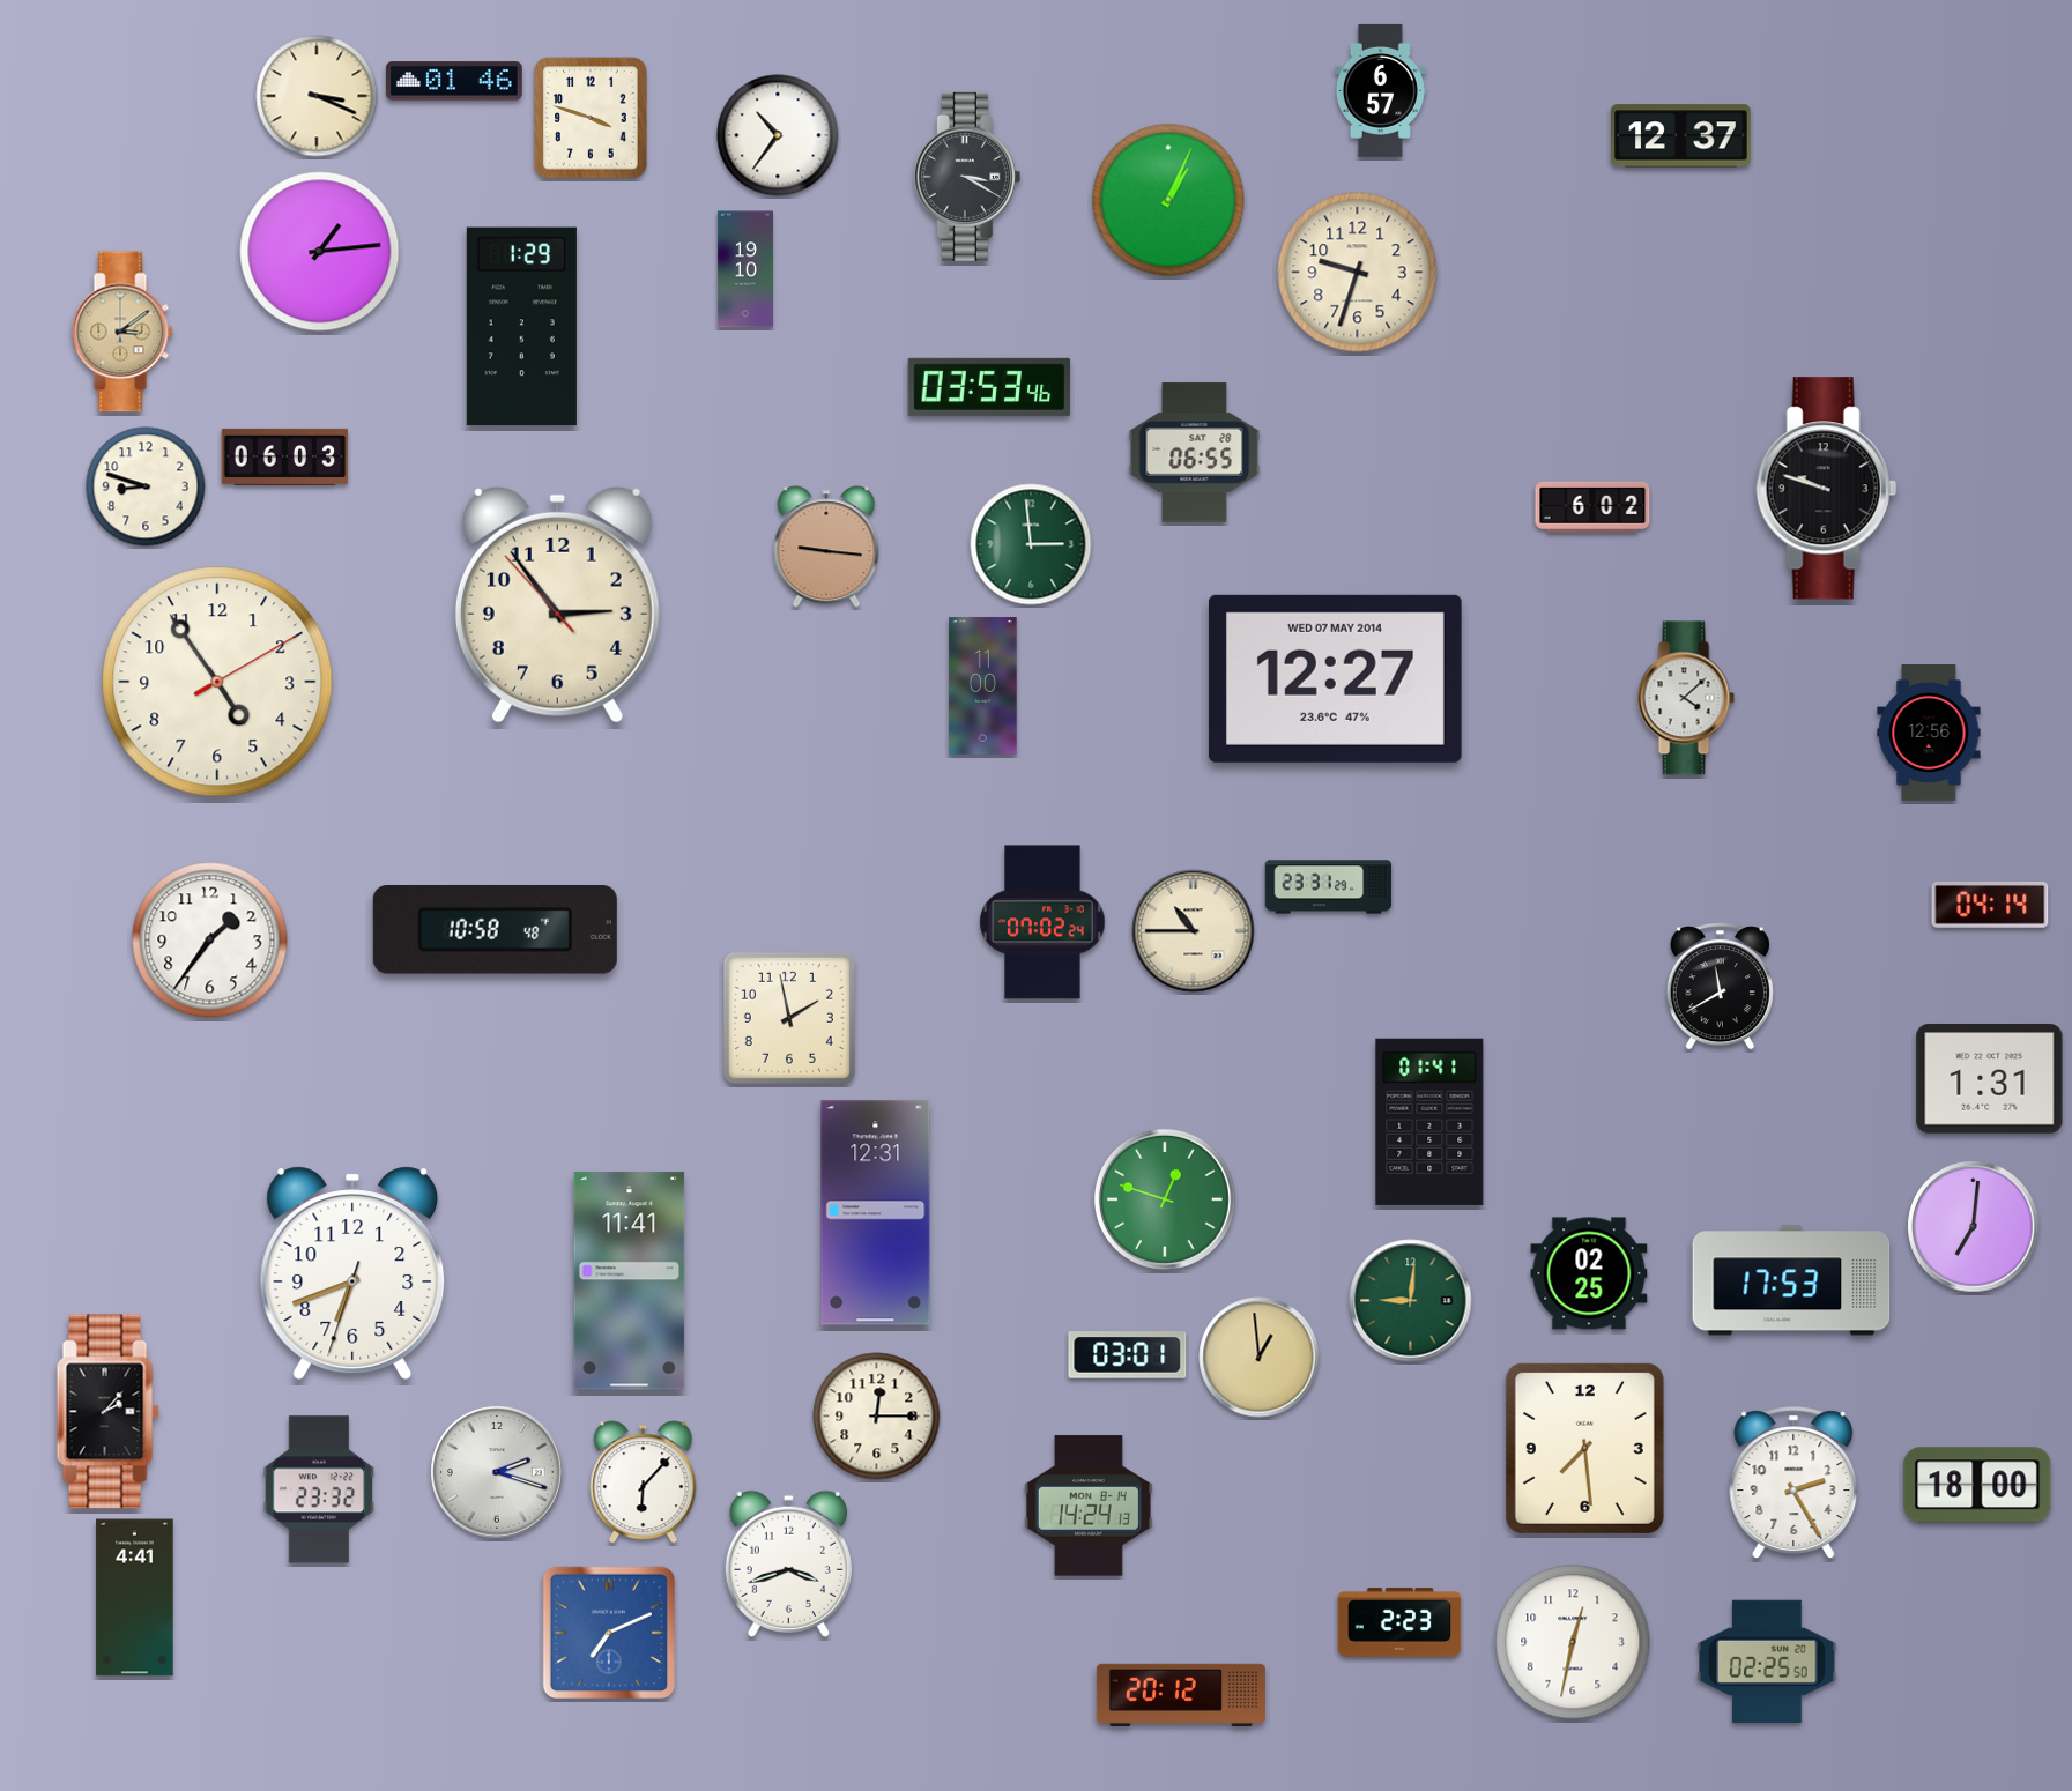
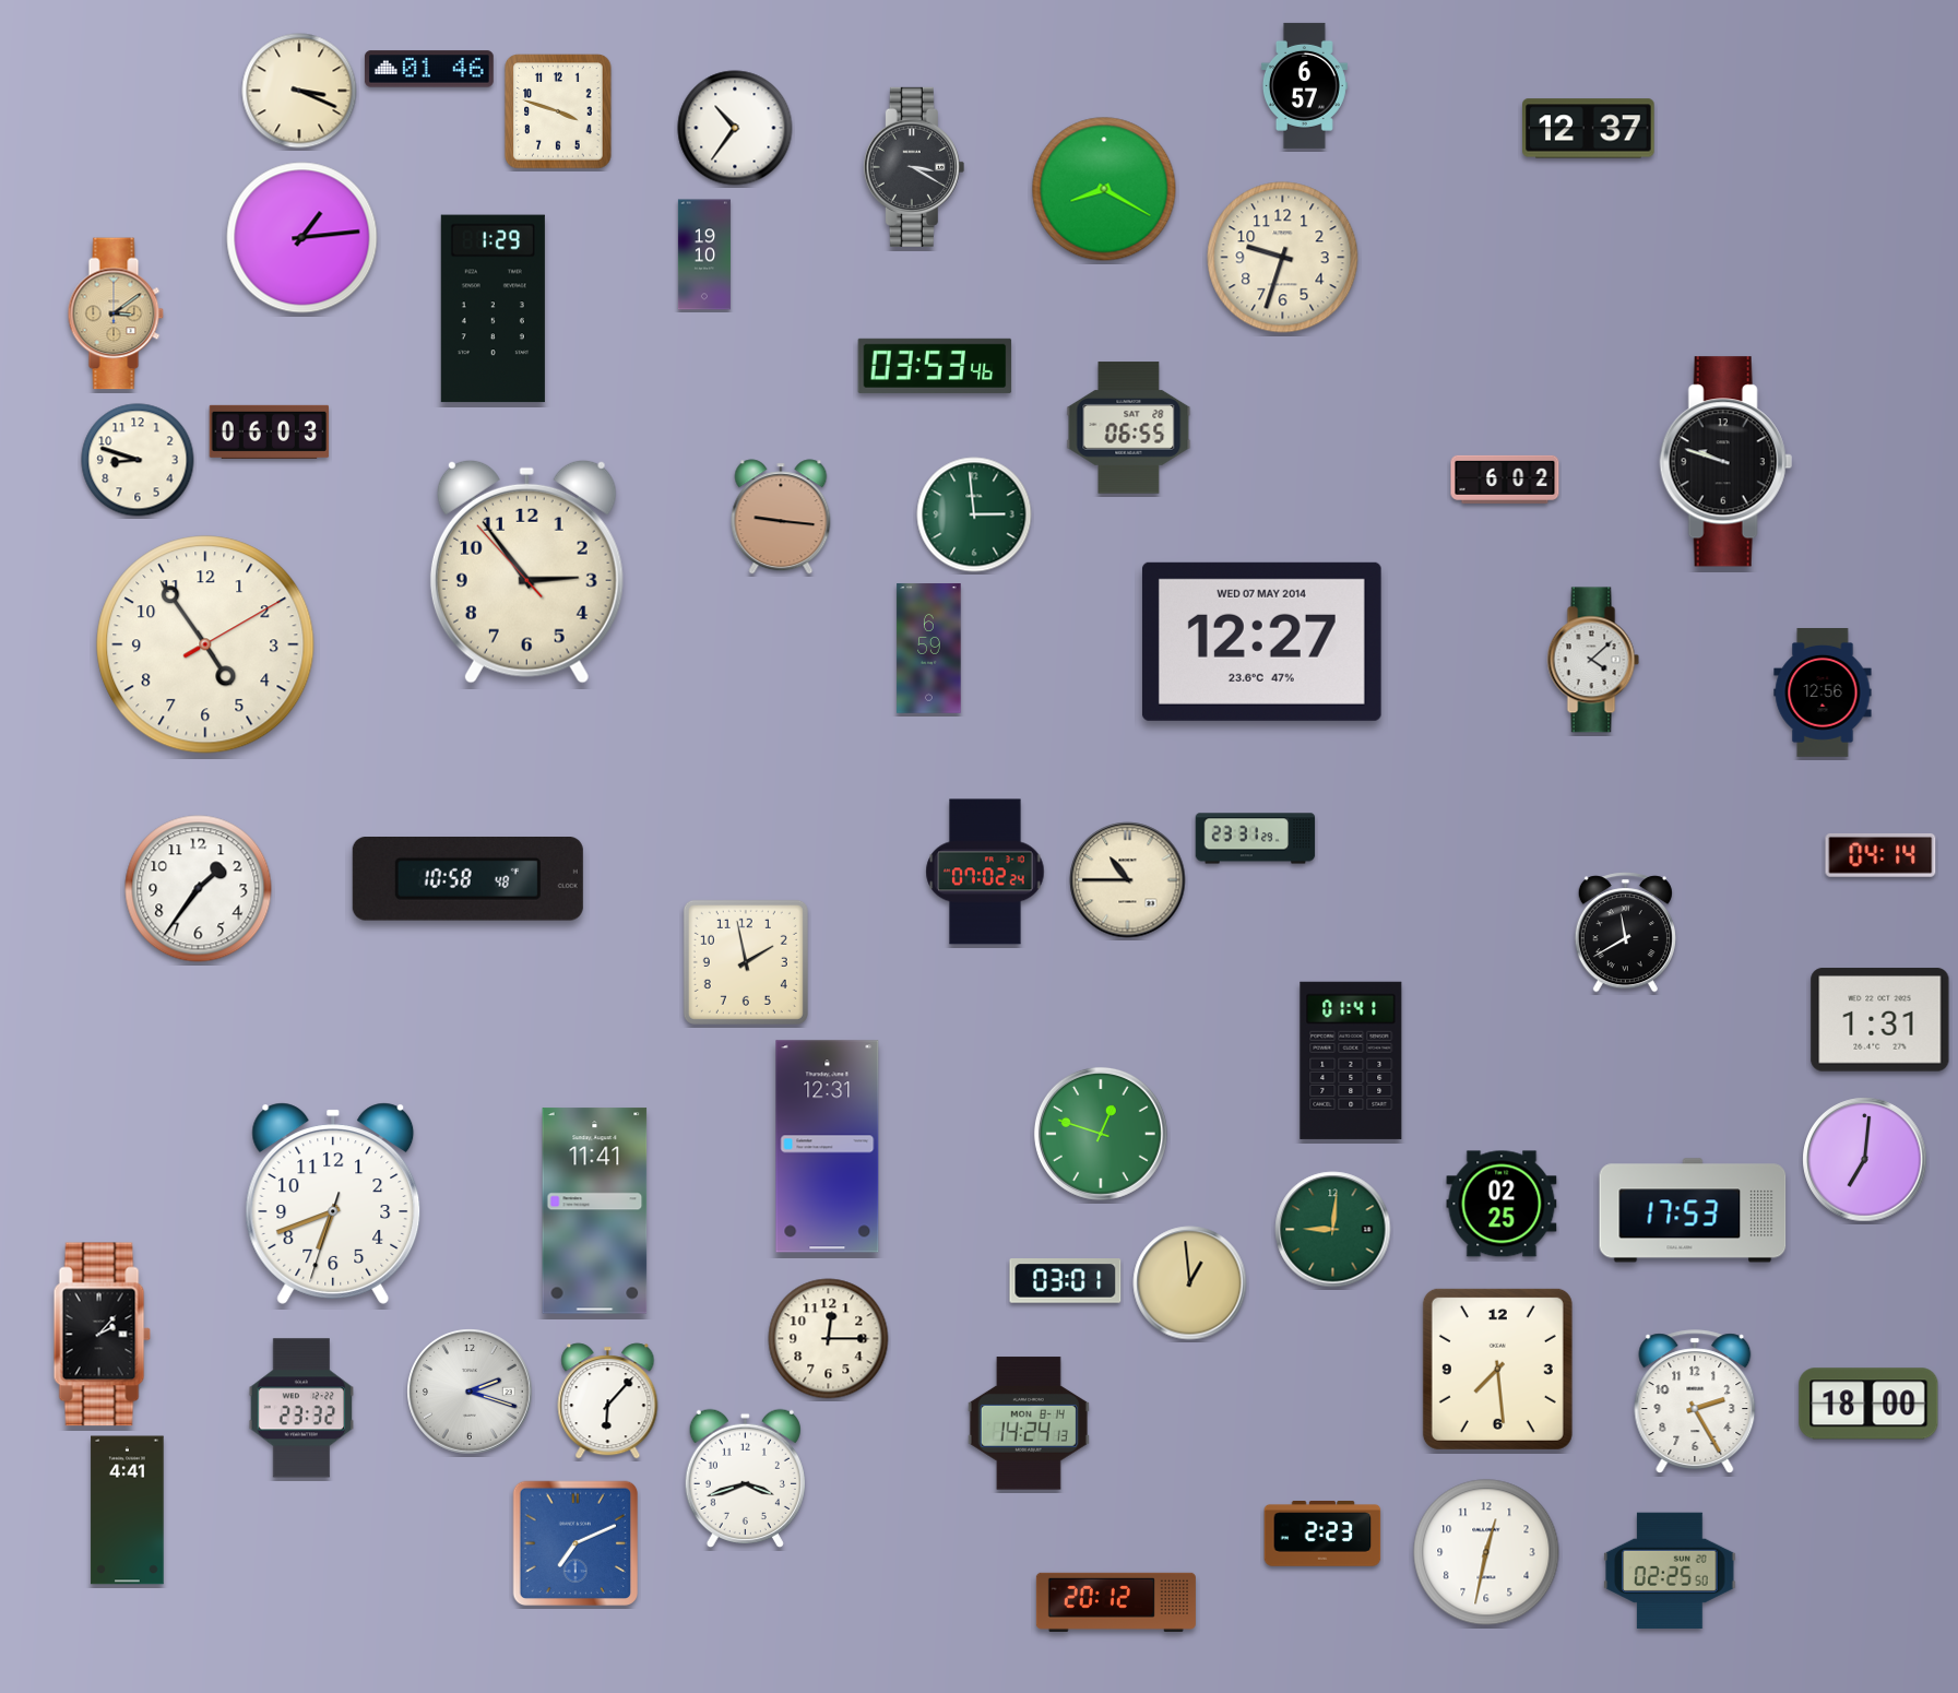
clock at (454, 81) position: (454, 81) -> (429, 69)
clock at (1168, 200): 1:04 -> 8:20
clock at (983, 686): 11:00 -> 6:59
